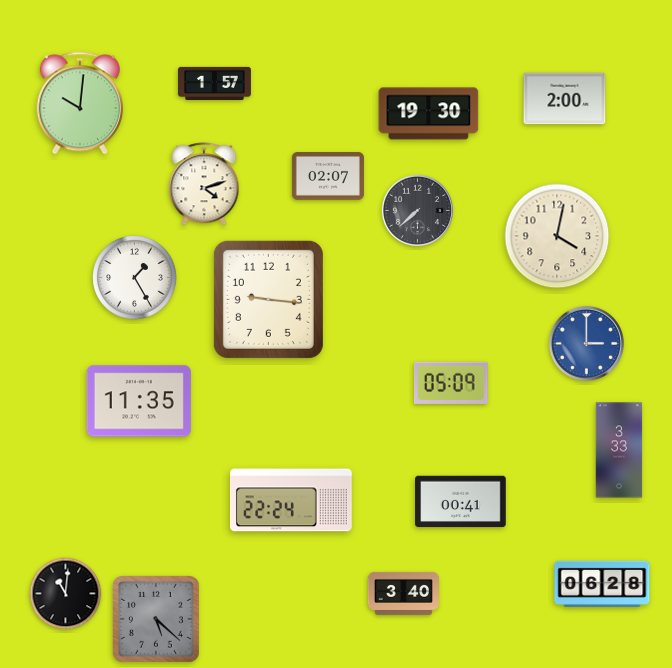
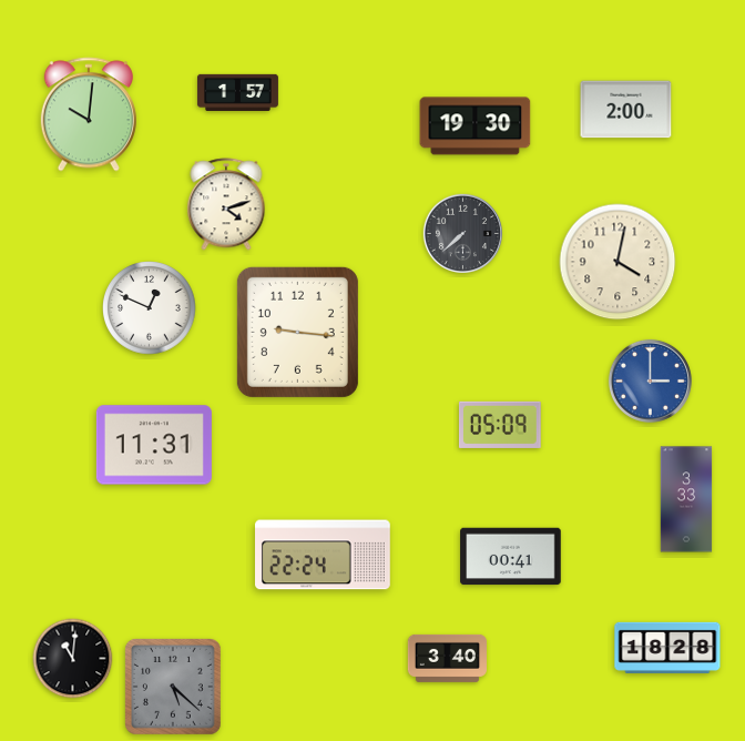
clock at (328, 176): 02:07 -> none
clock at (135, 278): 1:25 -> 12:49
clock at (139, 401): 11:35 -> 11:31
clock at (602, 584): 06:28 -> 18:28
